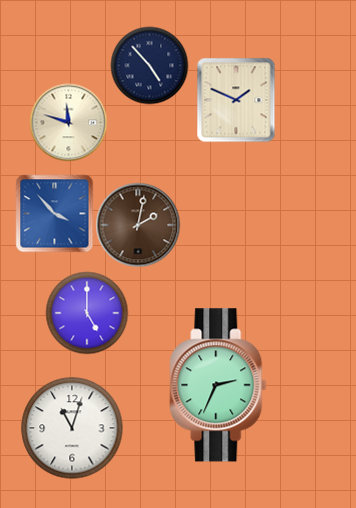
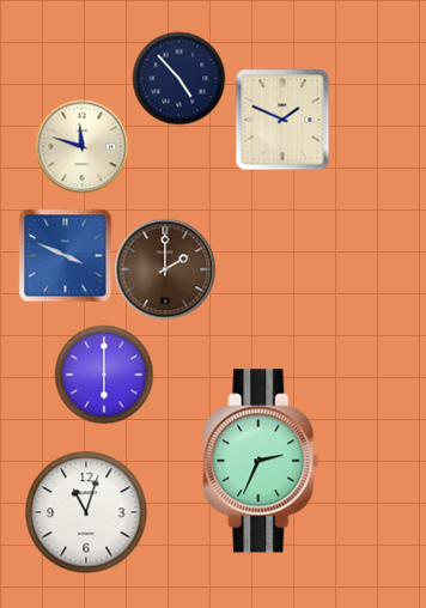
clock at (54, 213): 3:53 -> 3:49
clock at (138, 225): 2:02 -> 2:00
clock at (87, 313): 5:00 -> 6:00
